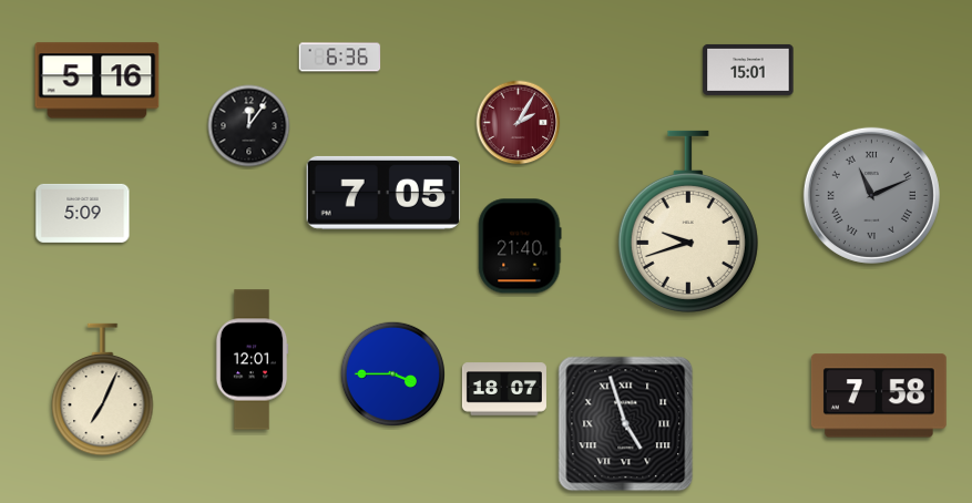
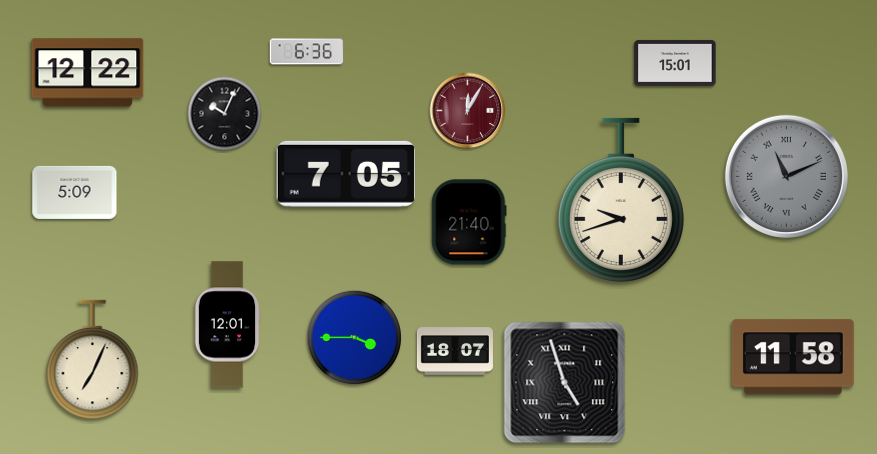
clock at (98, 81): 5:16 -> 12:22
clock at (519, 123): 2:05 -> 12:05
clock at (249, 126): 12:06 -> 10:04
clock at (103, 390) position: (103, 390) -> (93, 360)
clock at (879, 396): 7:58 -> 11:58
